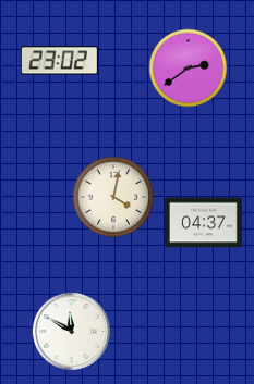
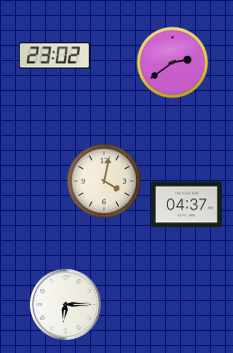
clock at (71, 331): 11:50 -> 6:15
